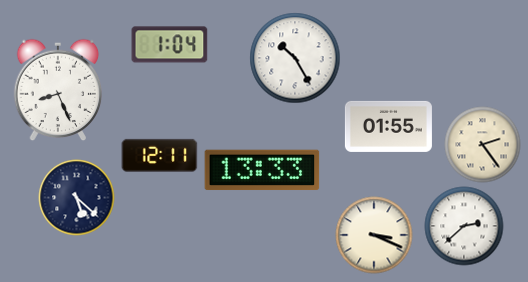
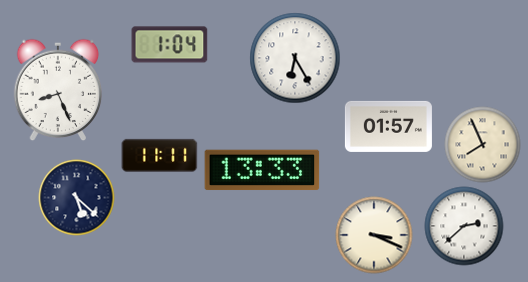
clock at (295, 58): 10:25 -> 6:25
clock at (388, 126): 01:55 -> 01:57
clock at (483, 145): 2:24 -> 7:56
clock at (160, 155): 12:11 -> 11:11
